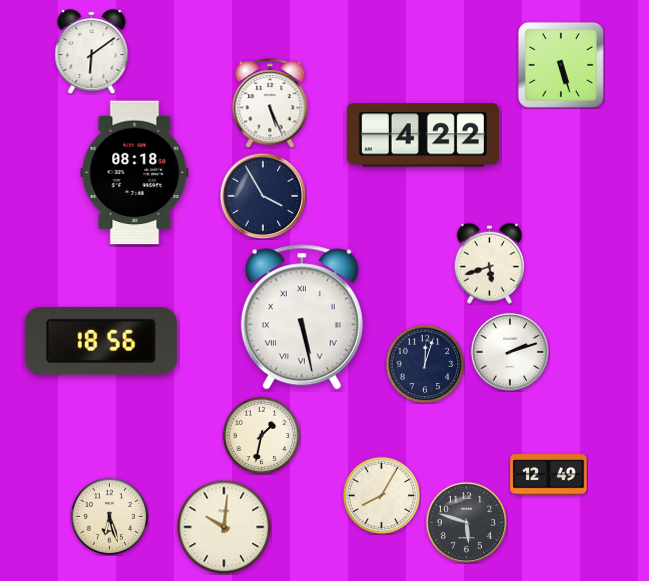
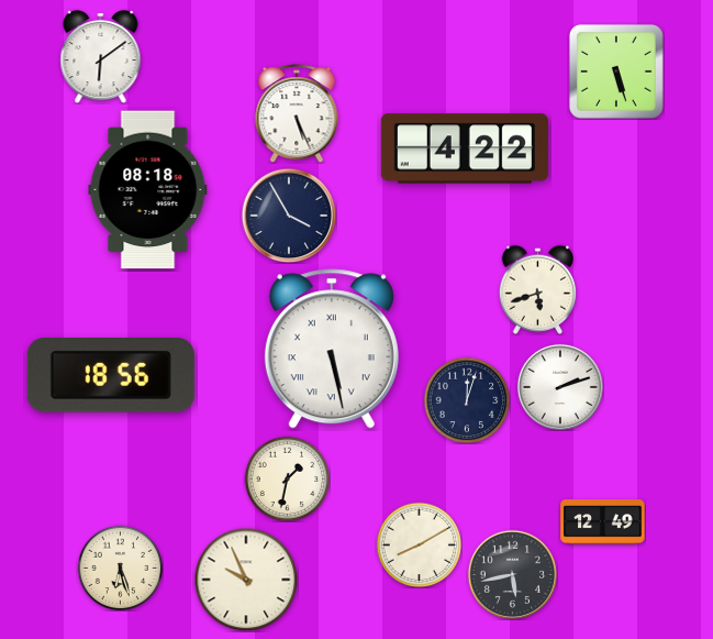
clock at (381, 495): 8:05 -> 8:10
clock at (466, 522): 5:48 -> 5:43
clock at (224, 527): 10:01 -> 9:56
